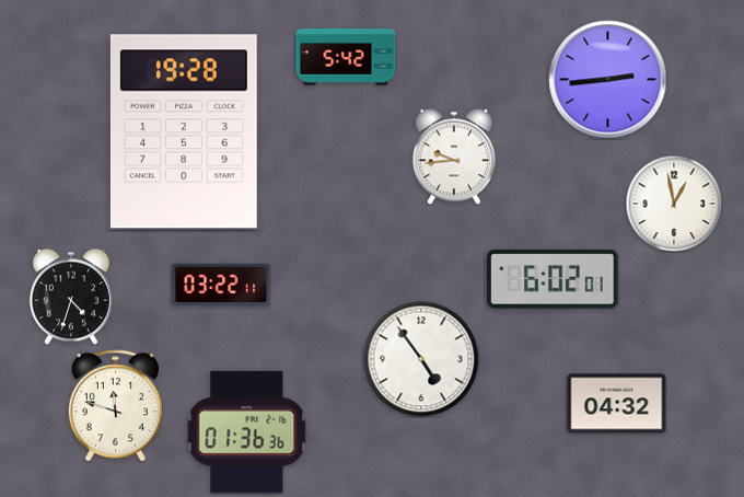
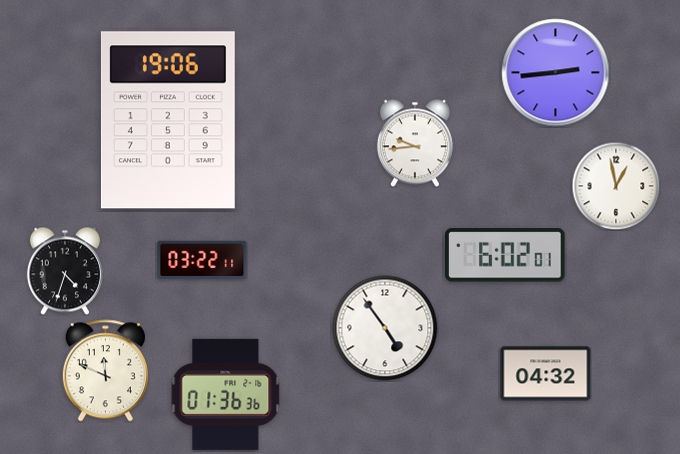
clock at (346, 57): 5:42 -> none
clock at (184, 131): 19:28 -> 19:06
clock at (617, 404) position: (617, 404) -> (546, 374)
clock at (115, 406): 11:48 -> 11:49
